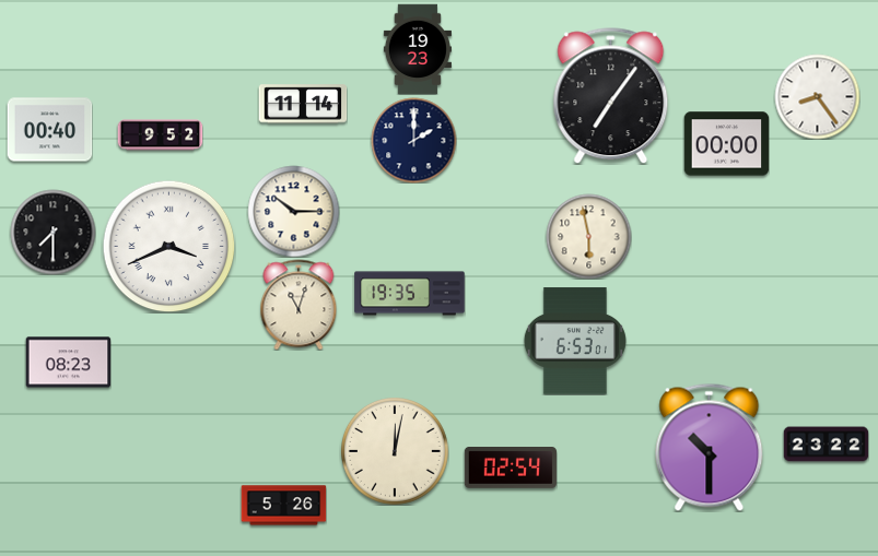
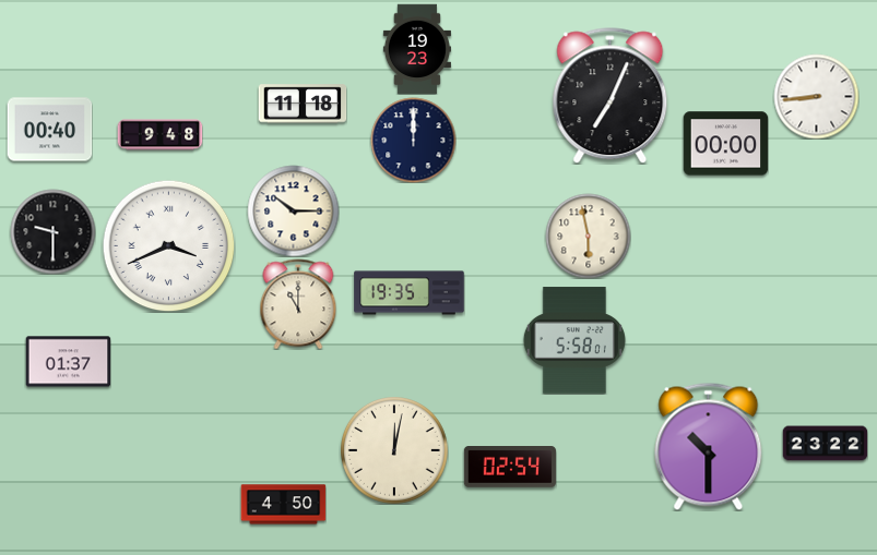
clock at (611, 96): 7:06 -> 7:04
clock at (817, 96): 8:24 -> 8:44
clock at (303, 104): 11:14 -> 11:18
clock at (160, 135): 9:52 -> 9:48
clock at (413, 140): 2:00 -> 12:00
clock at (52, 232): 7:30 -> 9:30
clock at (298, 305): 11:03 -> 11:00
clock at (575, 341): 6:53 -> 5:58
clock at (68, 363): 08:23 -> 01:37
clock at (283, 506): 5:26 -> 4:50
